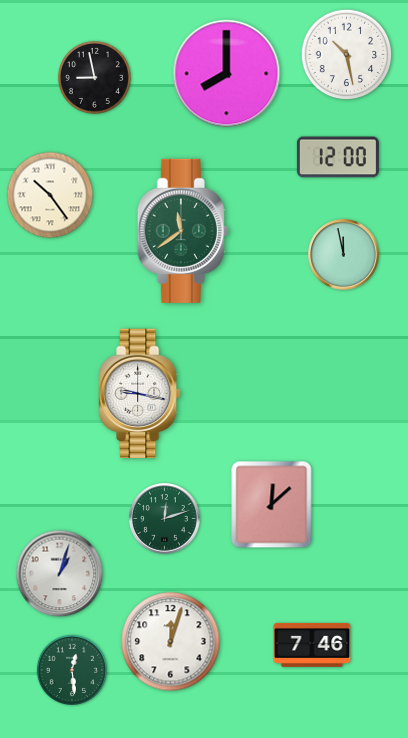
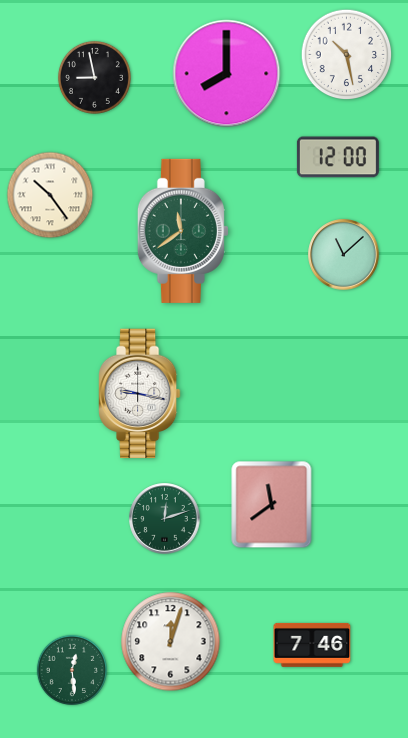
clock at (344, 255): 11:58 -> 11:08
clock at (272, 505): 12:08 -> 11:39
clock at (60, 574): 1:03 -> none
